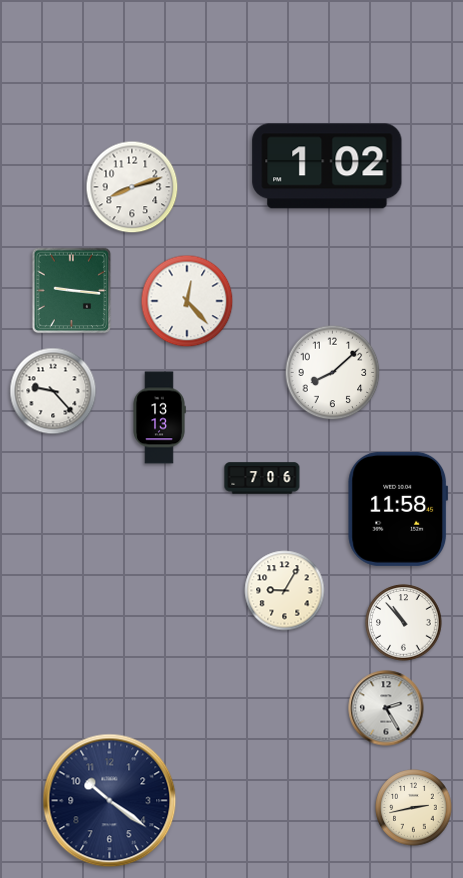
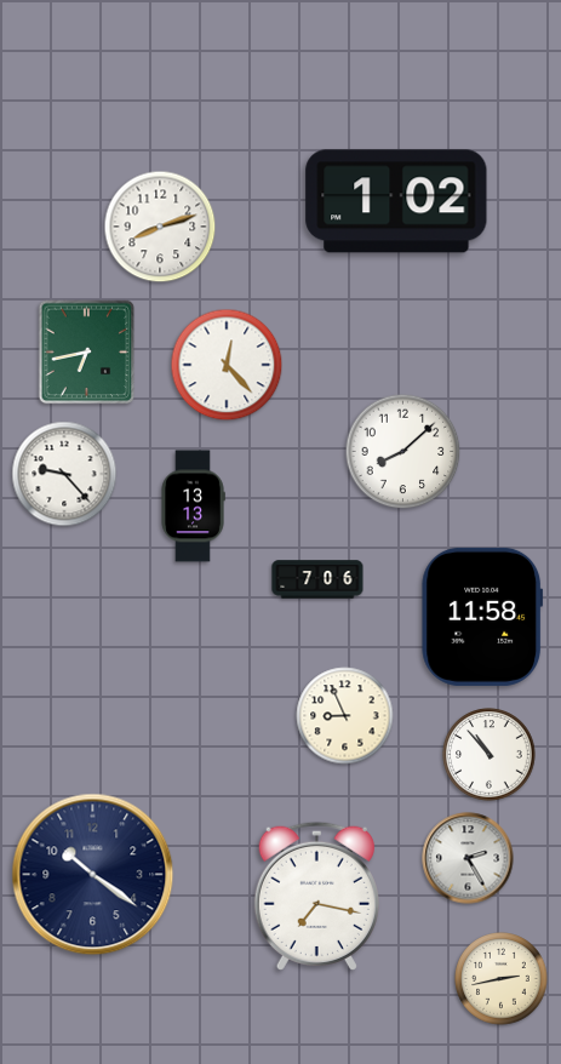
clock at (72, 291): 9:16 -> 6:43
clock at (285, 591): 9:05 -> 8:56
clock at (316, 896): none -> 7:17
clock at (110, 801) position: (110, 801) -> (93, 875)
